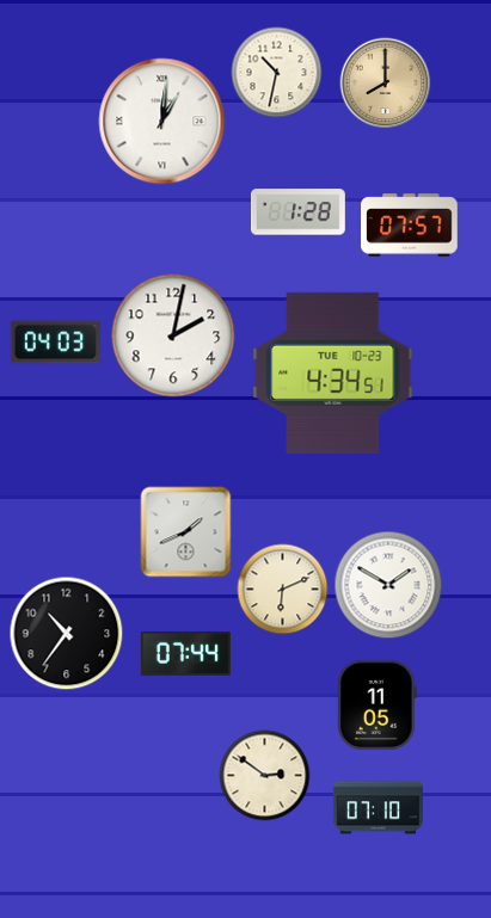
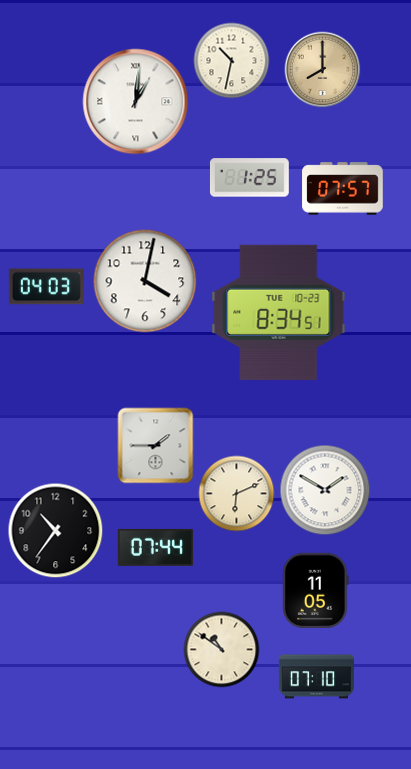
clock at (297, 212): 1:28 -> 1:25
clock at (173, 335): 2:02 -> 4:02
clock at (333, 372): 4:34 -> 8:34
clock at (186, 532): 1:41 -> 1:45
clock at (265, 776): 2:51 -> 10:51
